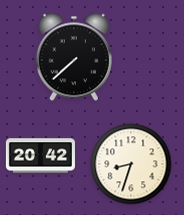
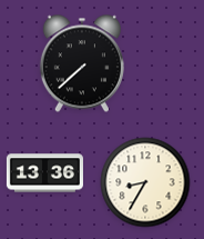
clock at (40, 156): 20:42 -> 13:36
clock at (131, 164): 8:33 -> 8:35
